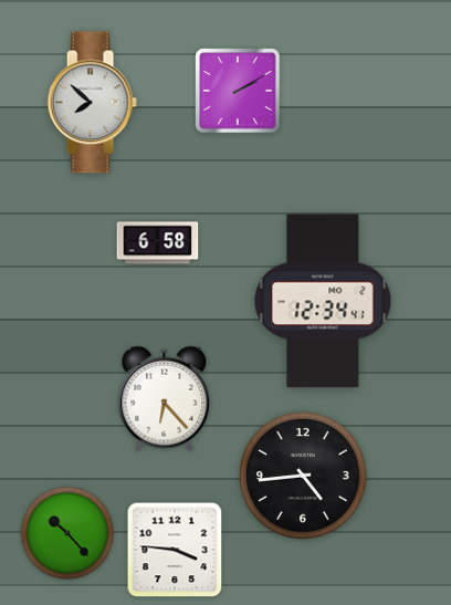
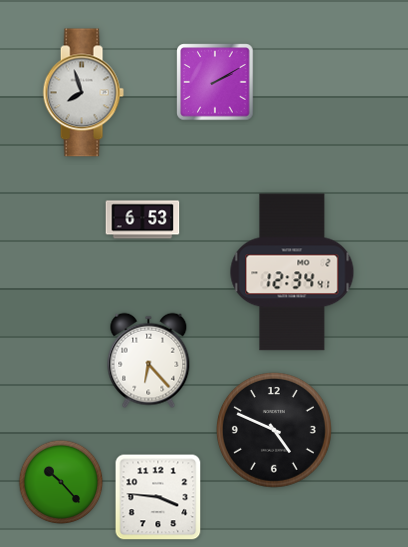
clock at (92, 103): 7:52 -> 7:57
clock at (158, 243): 6:58 -> 6:53
clock at (303, 476): 4:44 -> 4:49
